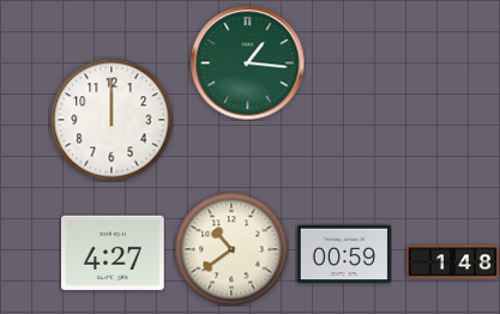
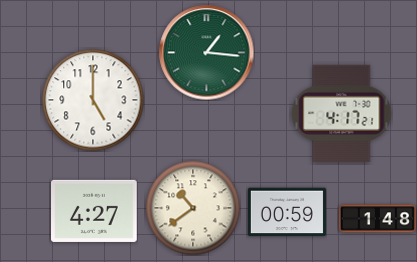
clock at (112, 120): 12:00 -> 5:00
clock at (342, 113): none -> 4:17
